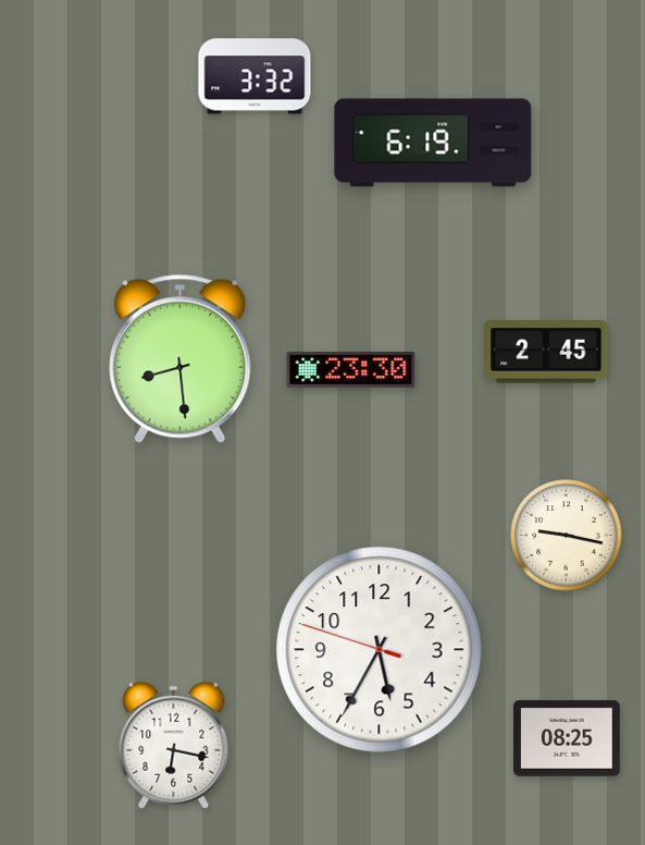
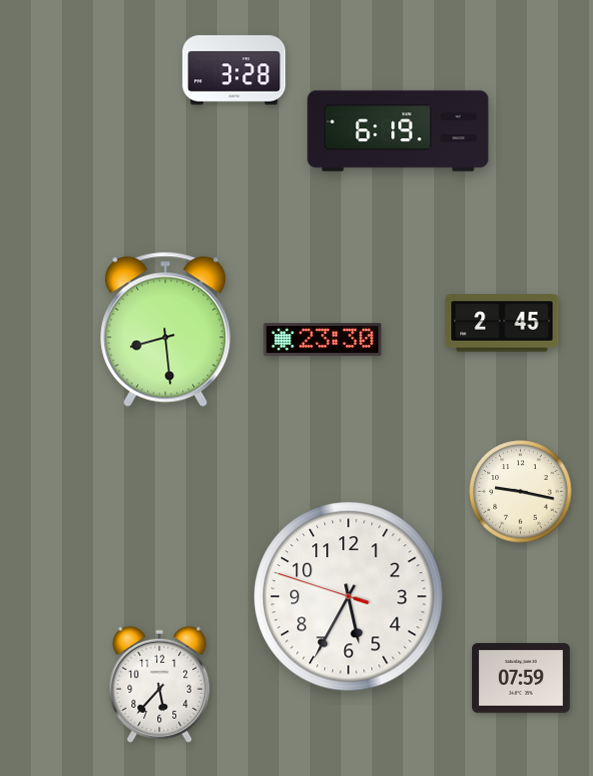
clock at (255, 76): 3:32 -> 3:28
clock at (567, 738): 08:25 -> 07:59
clock at (174, 745): 6:17 -> 5:37
